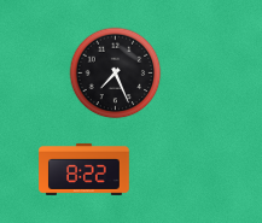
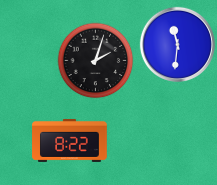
clock at (177, 44): none -> 11:31
clock at (116, 74): 7:26 -> 2:03
